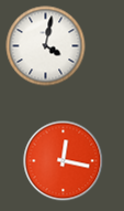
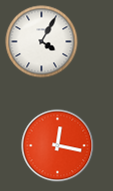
clock at (46, 46): 4:02 -> 4:05
